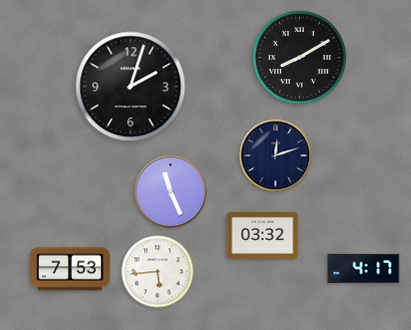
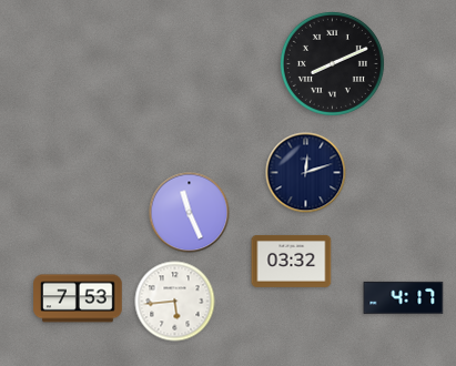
clock at (299, 57): 8:10 -> 8:11
clock at (131, 87): 2:03 -> none
